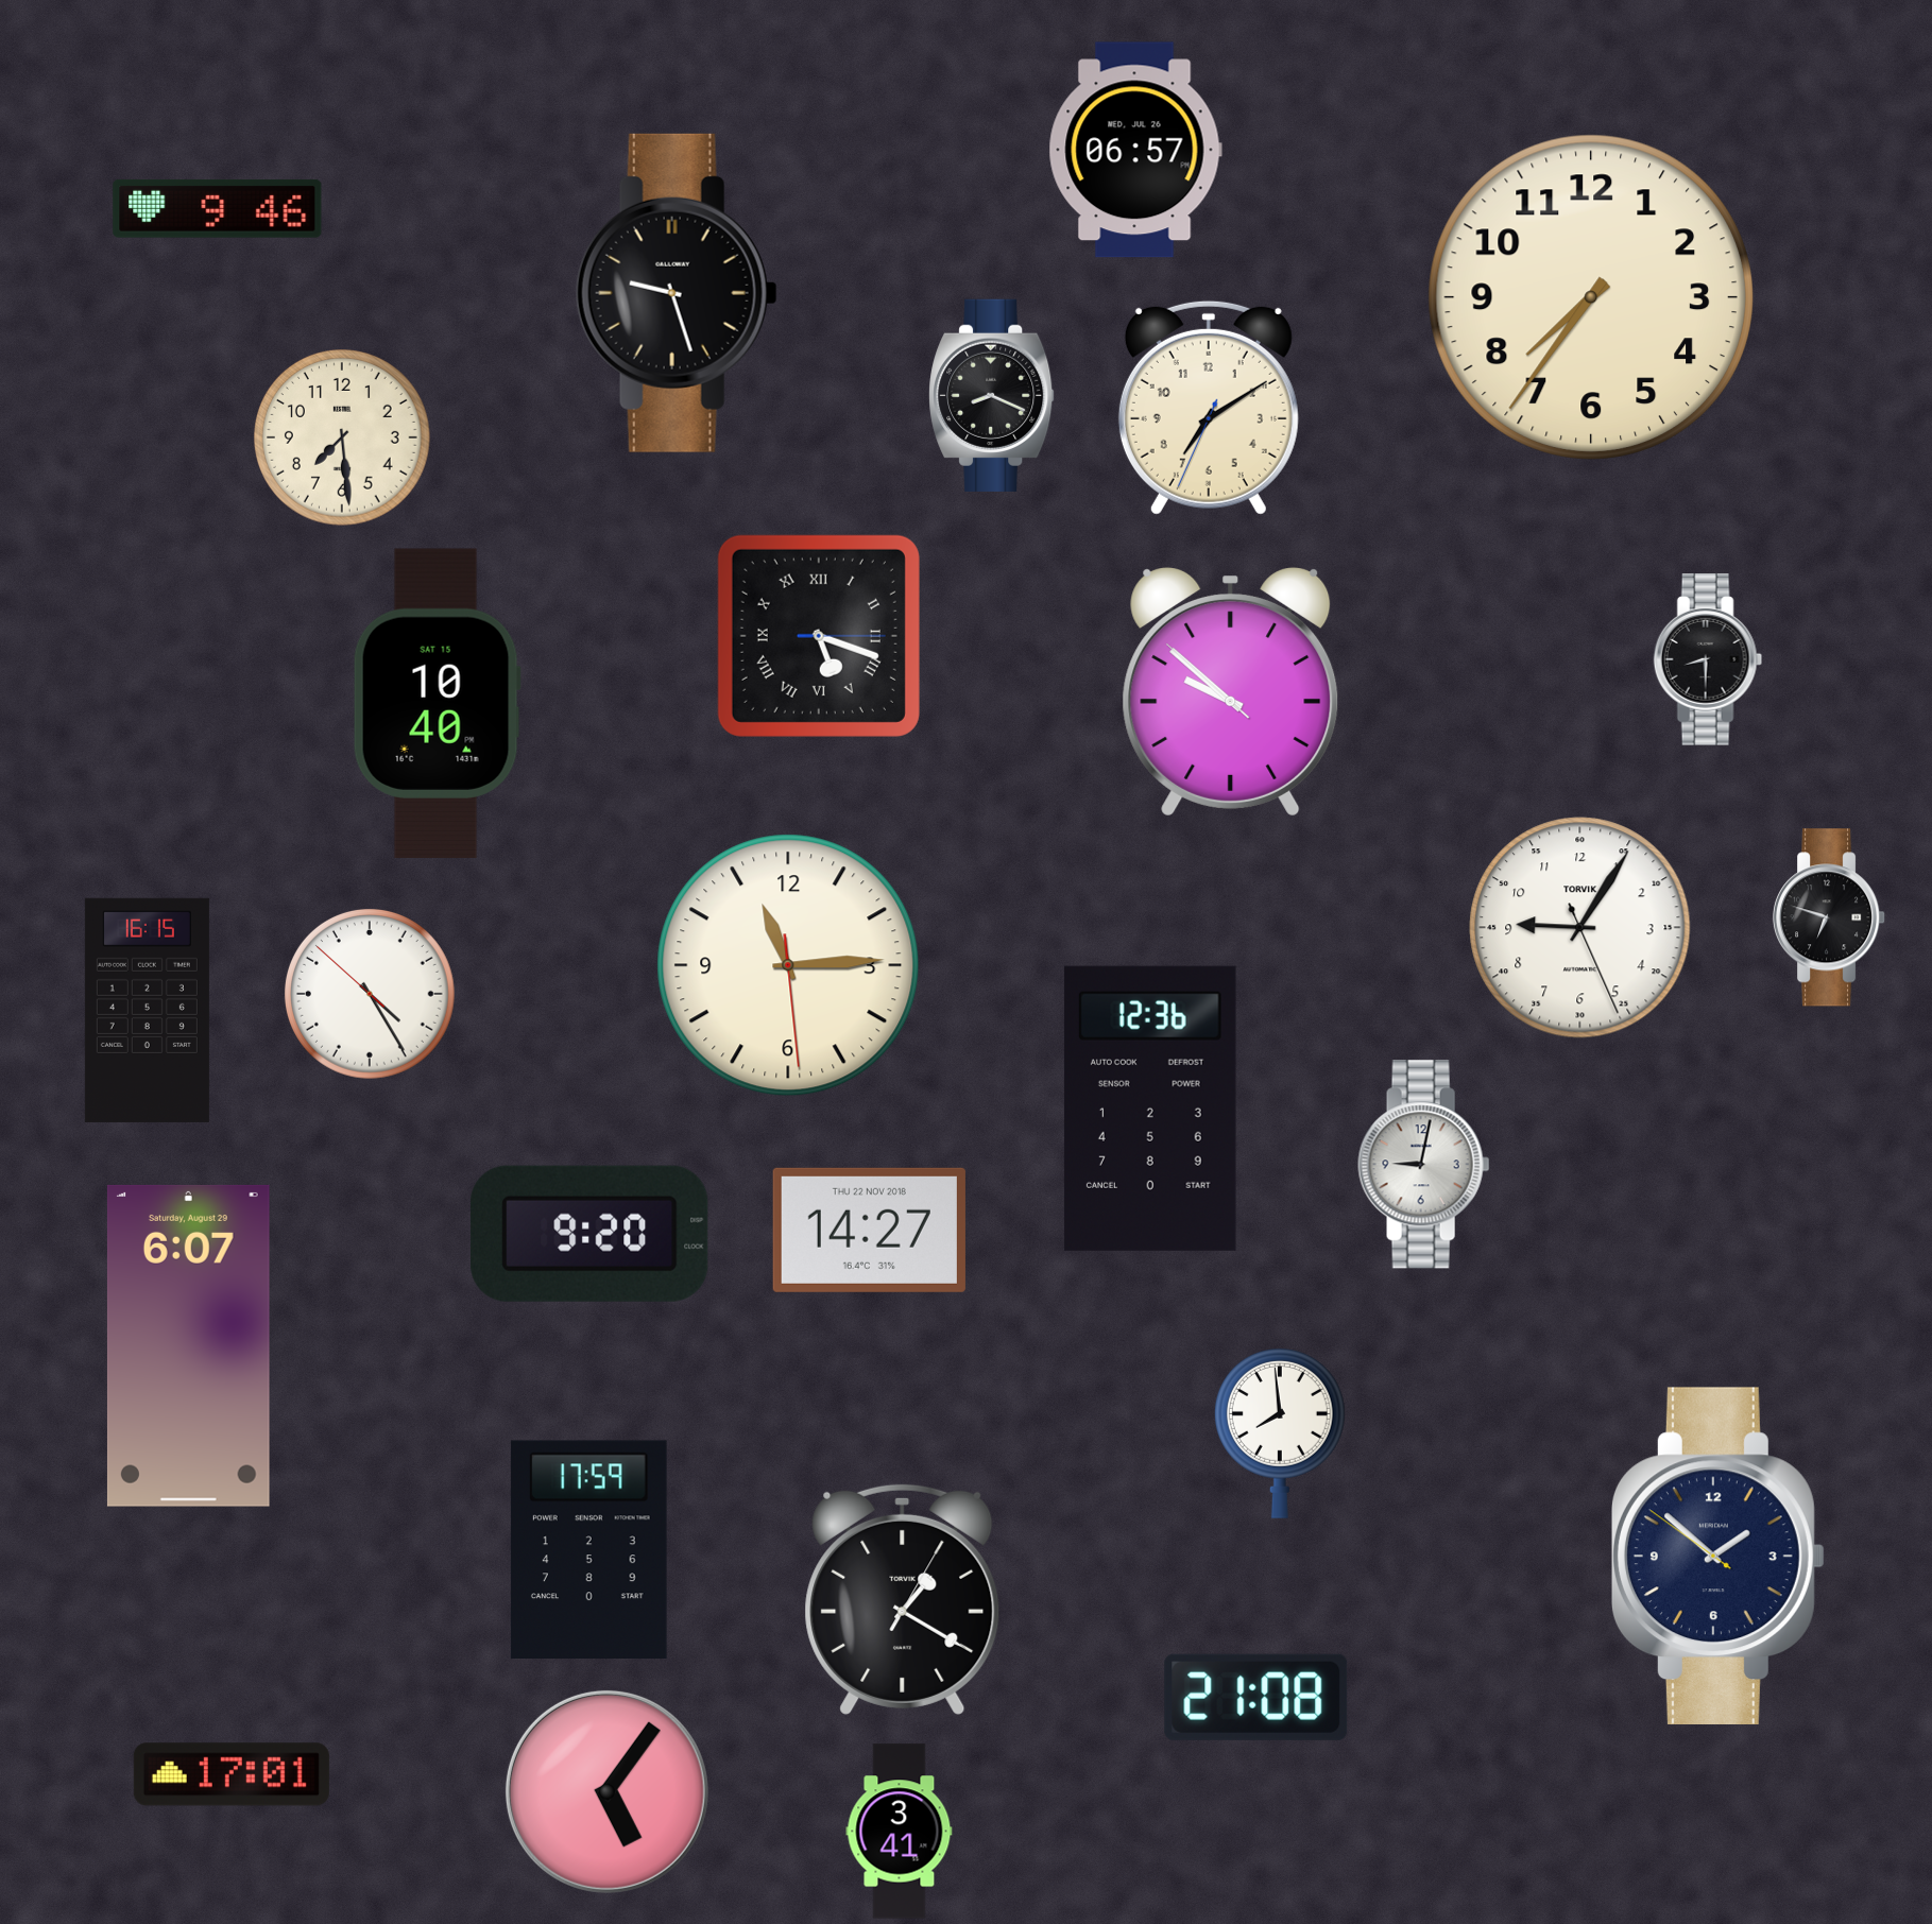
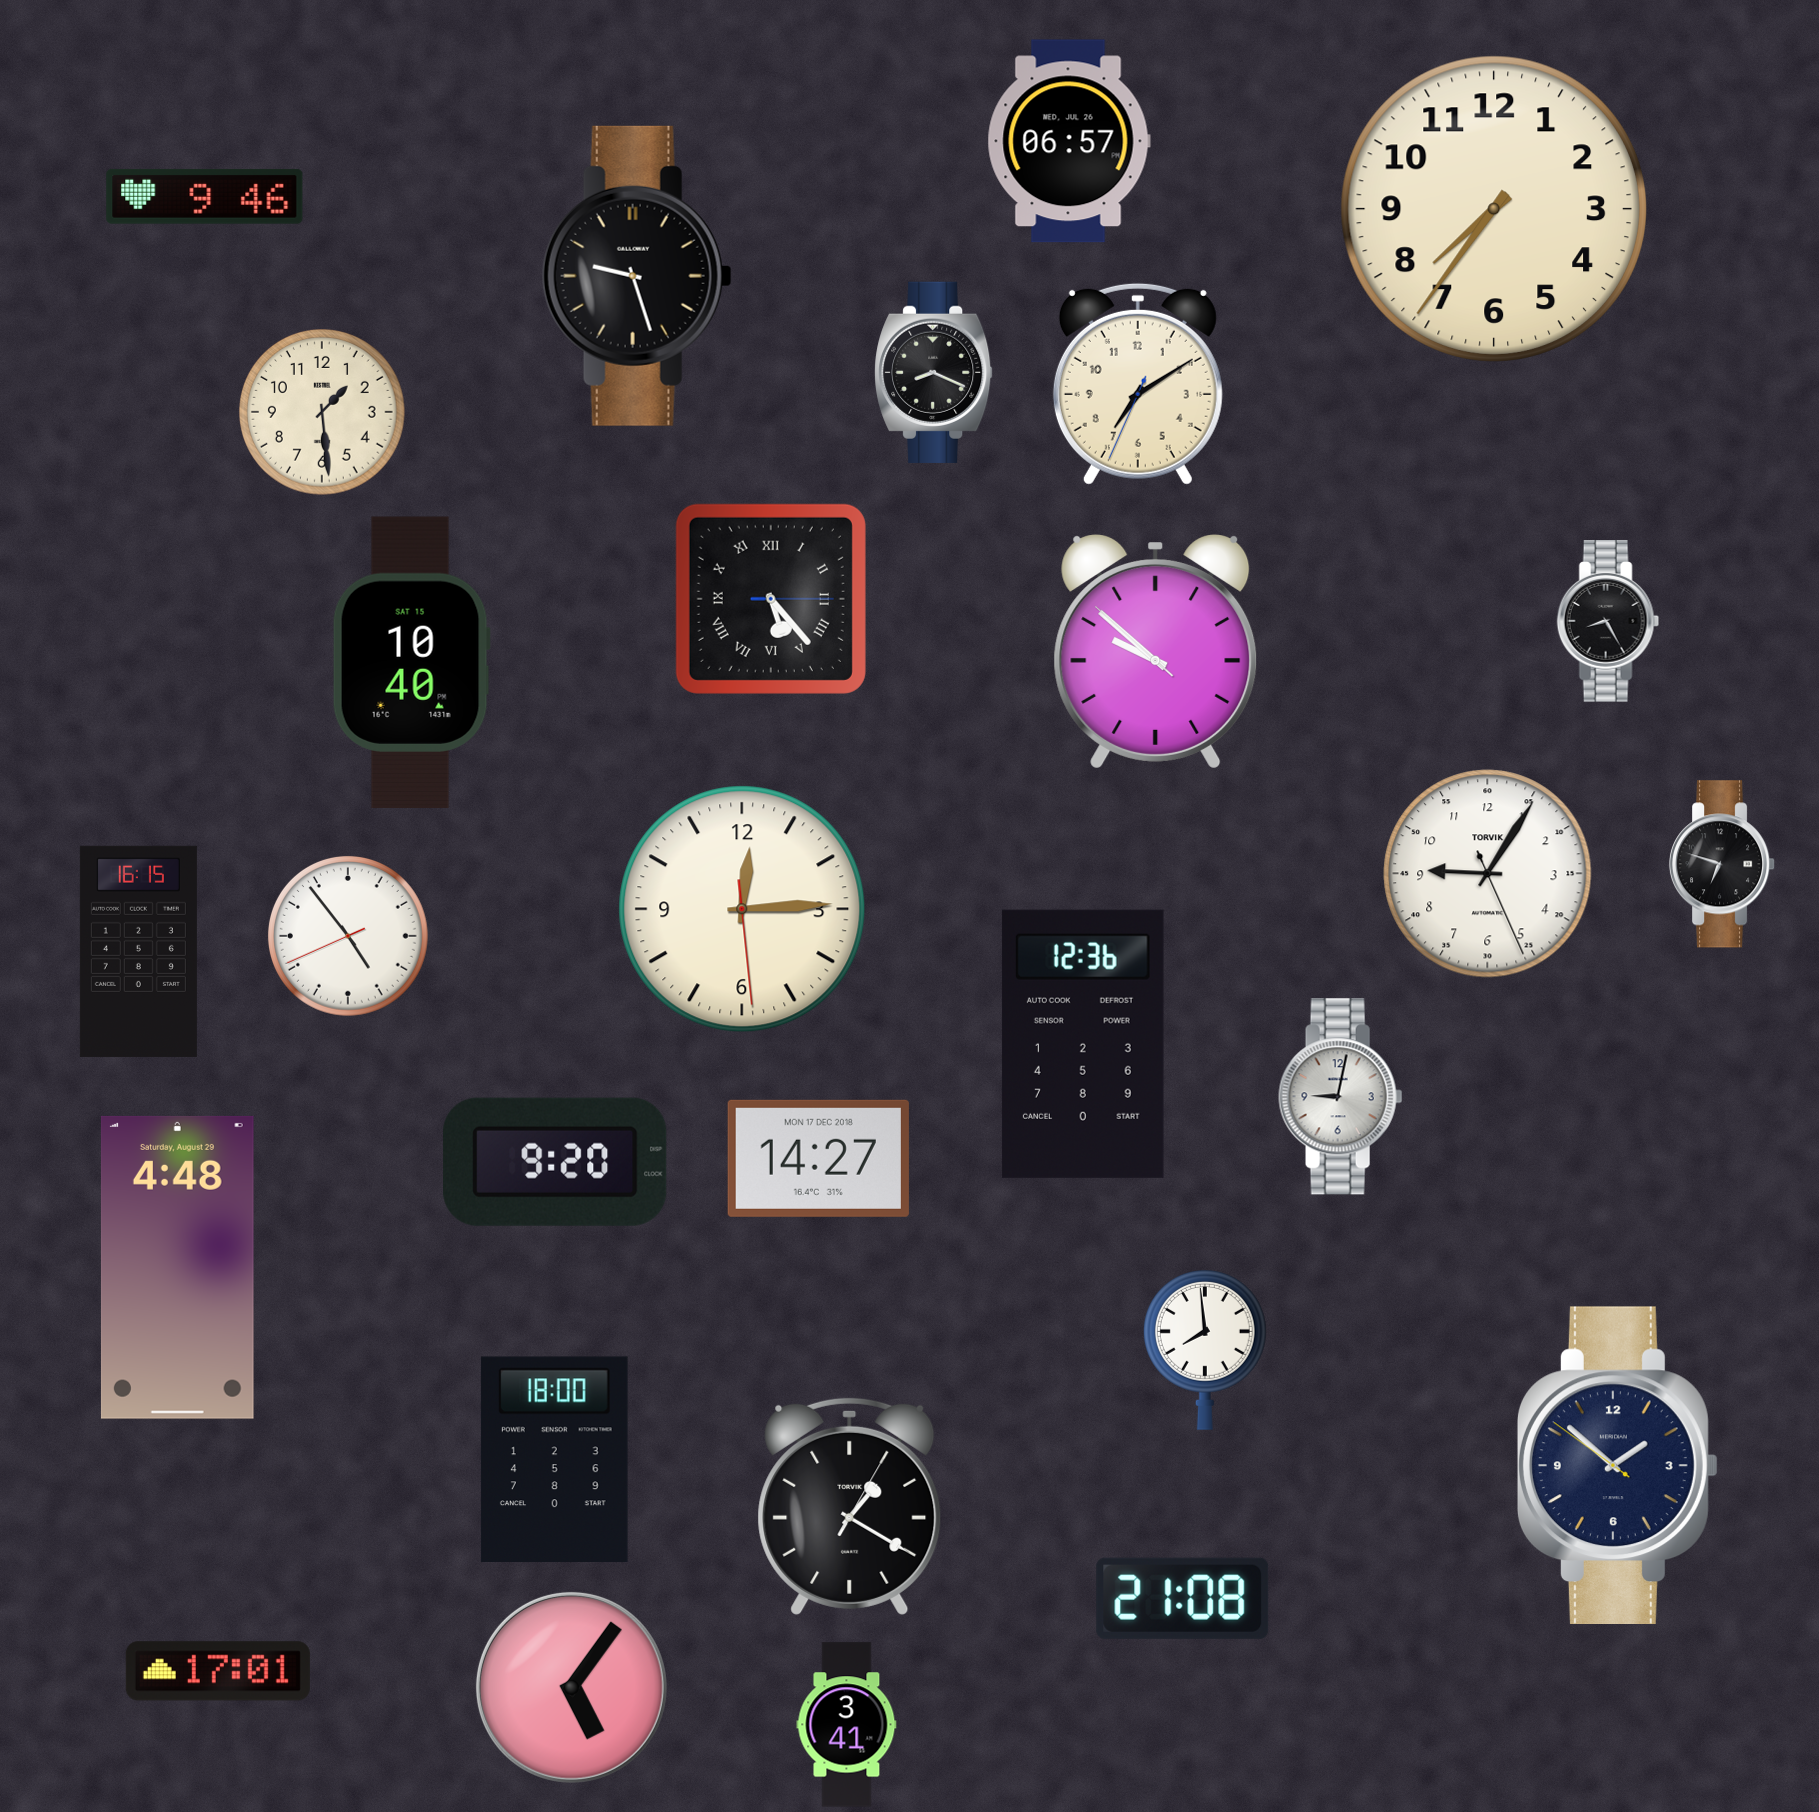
clock at (1591, 297) position: (1591, 297) -> (1494, 209)
clock at (343, 439): 7:29 -> 1:29
clock at (819, 636): 5:18 -> 5:23
clock at (1708, 659): 8:30 -> 8:25
clock at (1231, 692) position: (1231, 692) -> (1156, 652)
clock at (788, 965): 11:14 -> 12:14
clock at (370, 994): 4:24 -> 4:53
clock at (869, 1230) date: THU 22 NOV 2018 -> MON 17 DEC 2018
clock at (188, 1345): 6:07 -> 4:48
clock at (588, 1549): 17:59 -> 18:00
